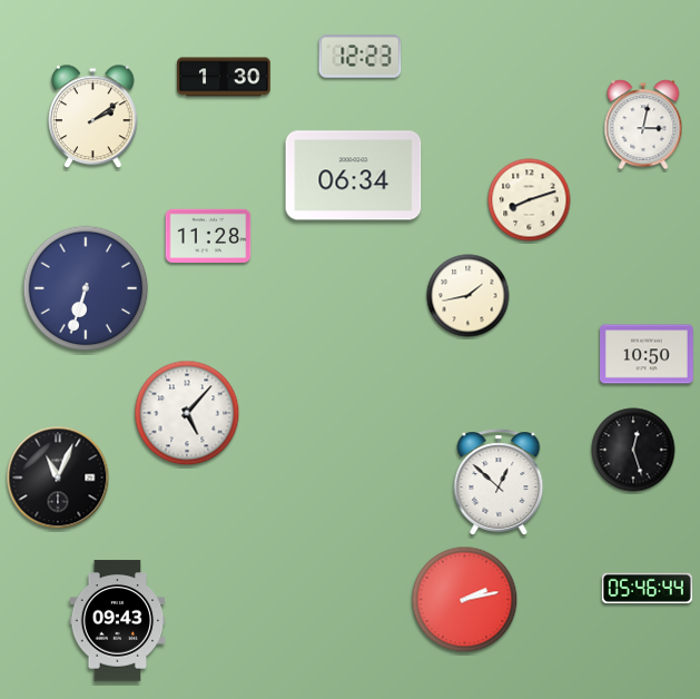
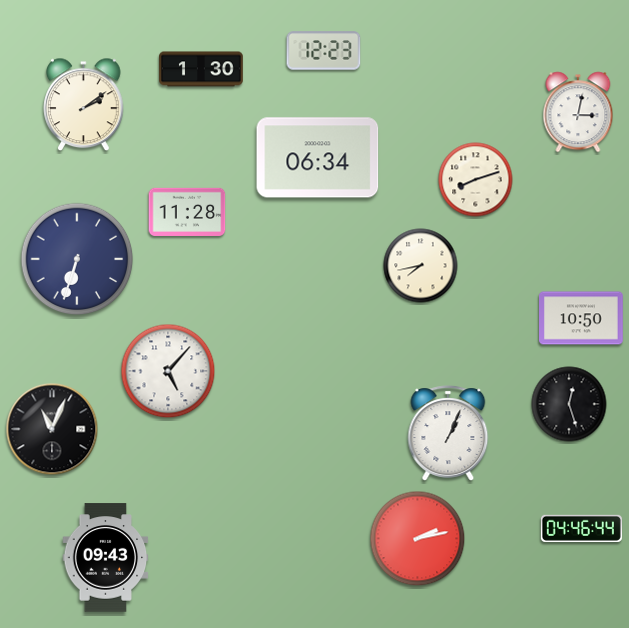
clock at (469, 296): 1:43 -> 7:43
clock at (499, 482): 12:52 -> 1:04
clock at (647, 588): 05:46 -> 04:46
